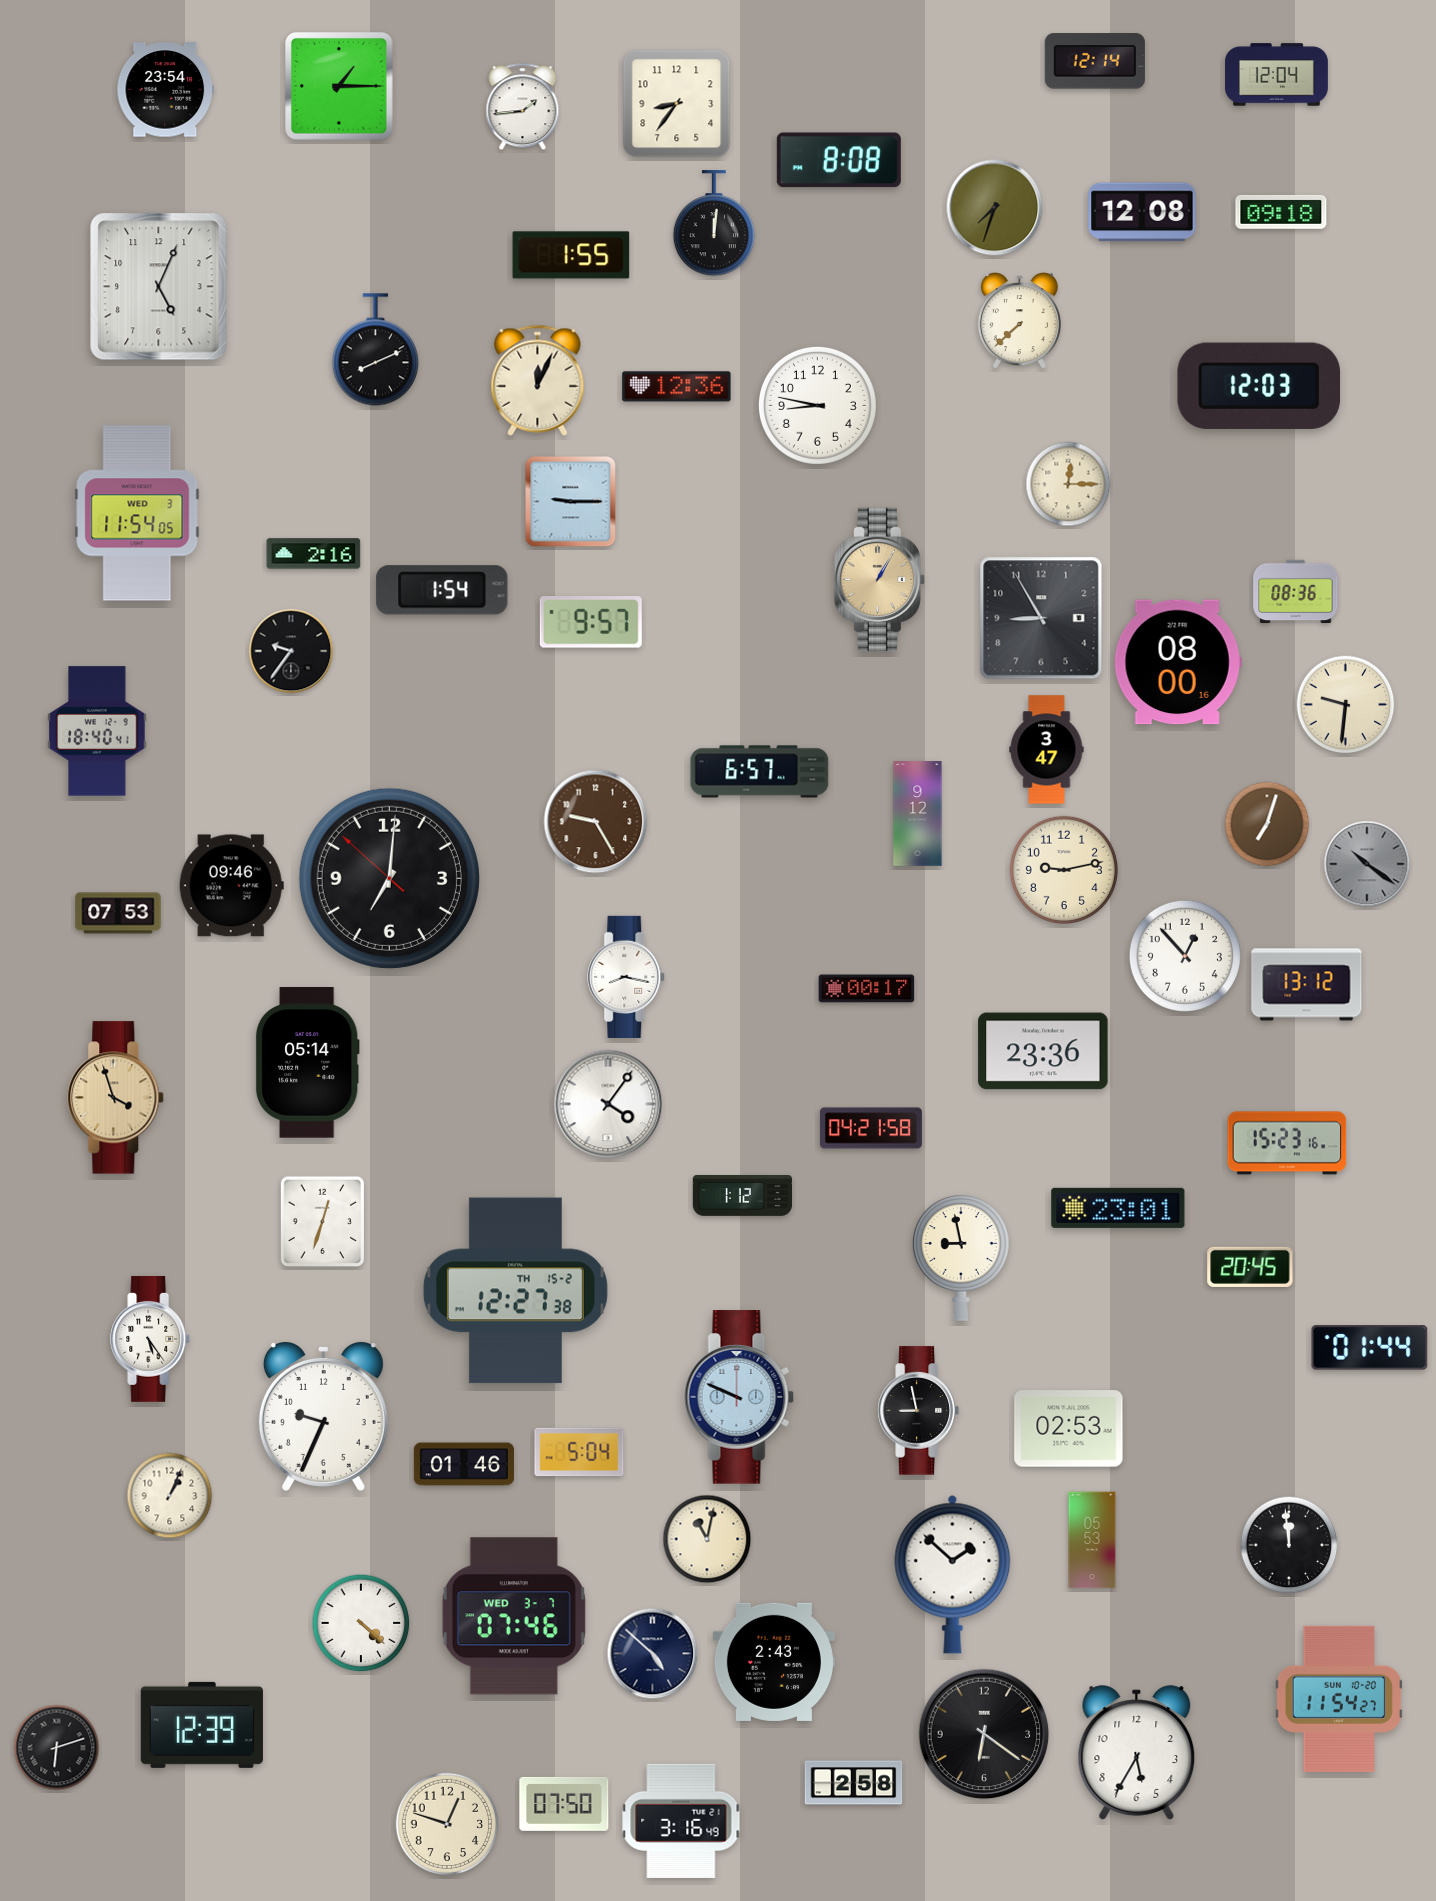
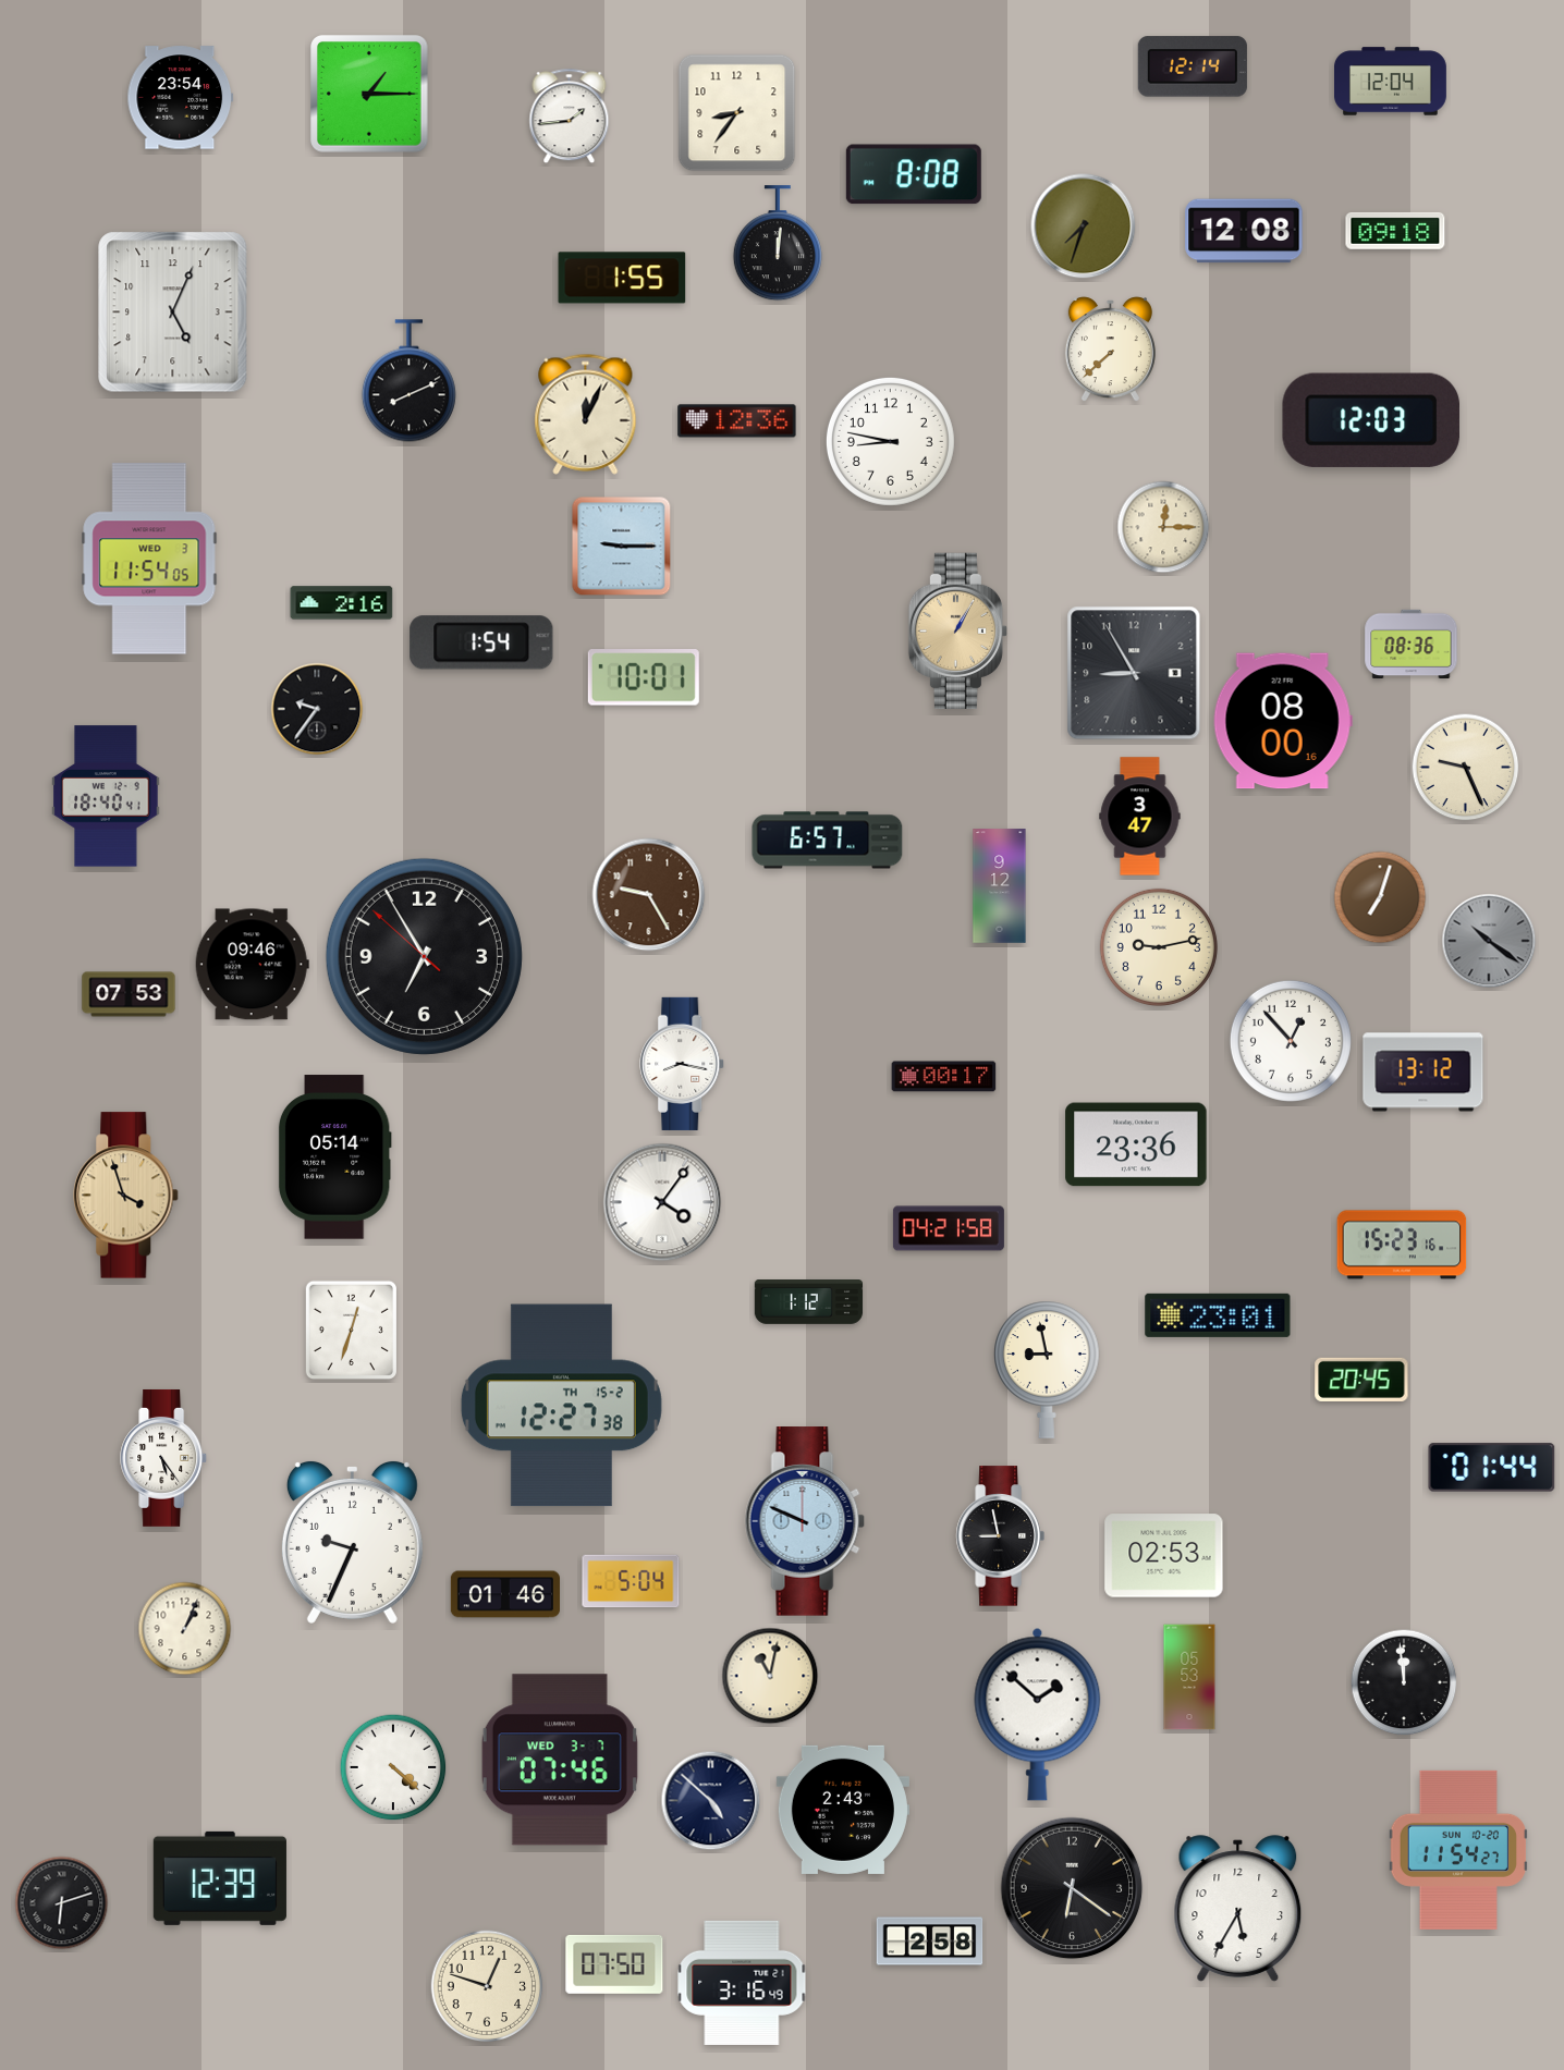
clock at (591, 623): 9:57 -> 10:01
clock at (1346, 705): 9:31 -> 9:26
clock at (389, 878): 7:00 -> 6:54
